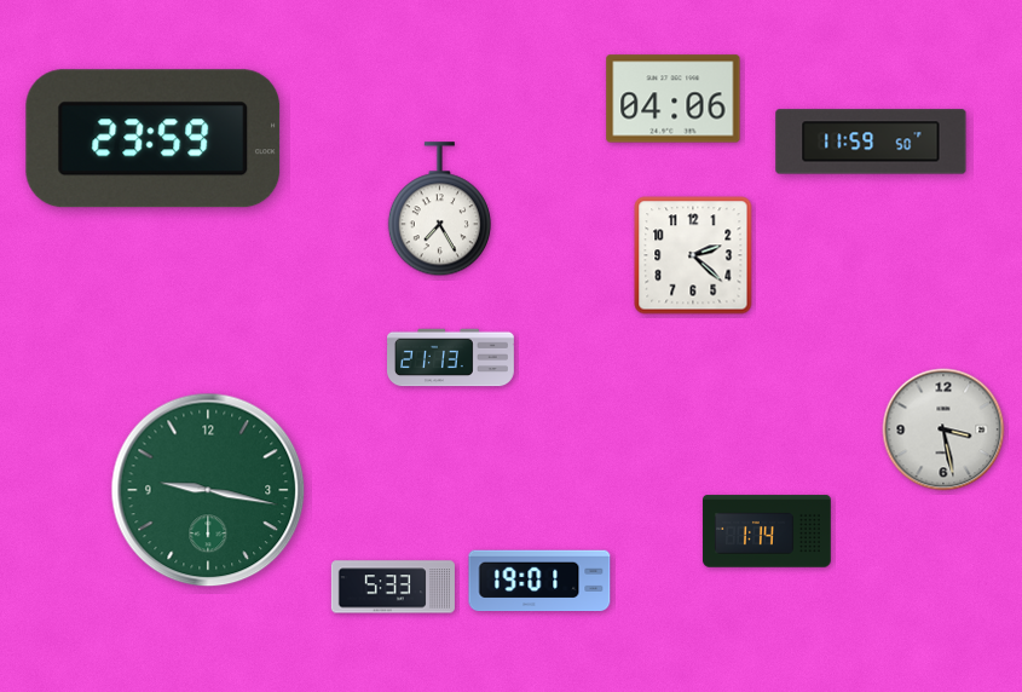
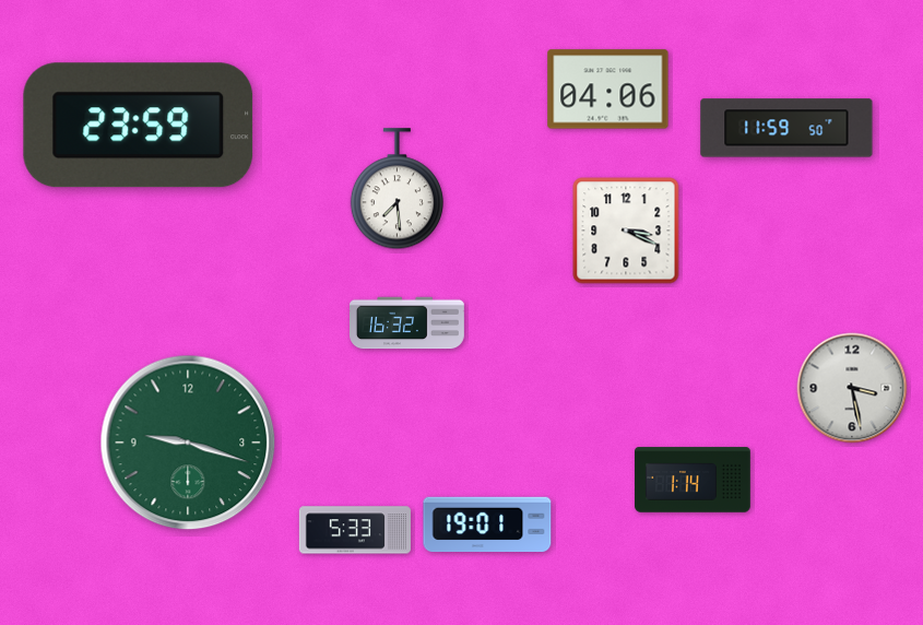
clock at (439, 209): 7:25 -> 7:29
clock at (693, 255): 2:22 -> 3:19
clock at (451, 358): 21:13 -> 16:32
clock at (208, 490): 9:17 -> 9:18
